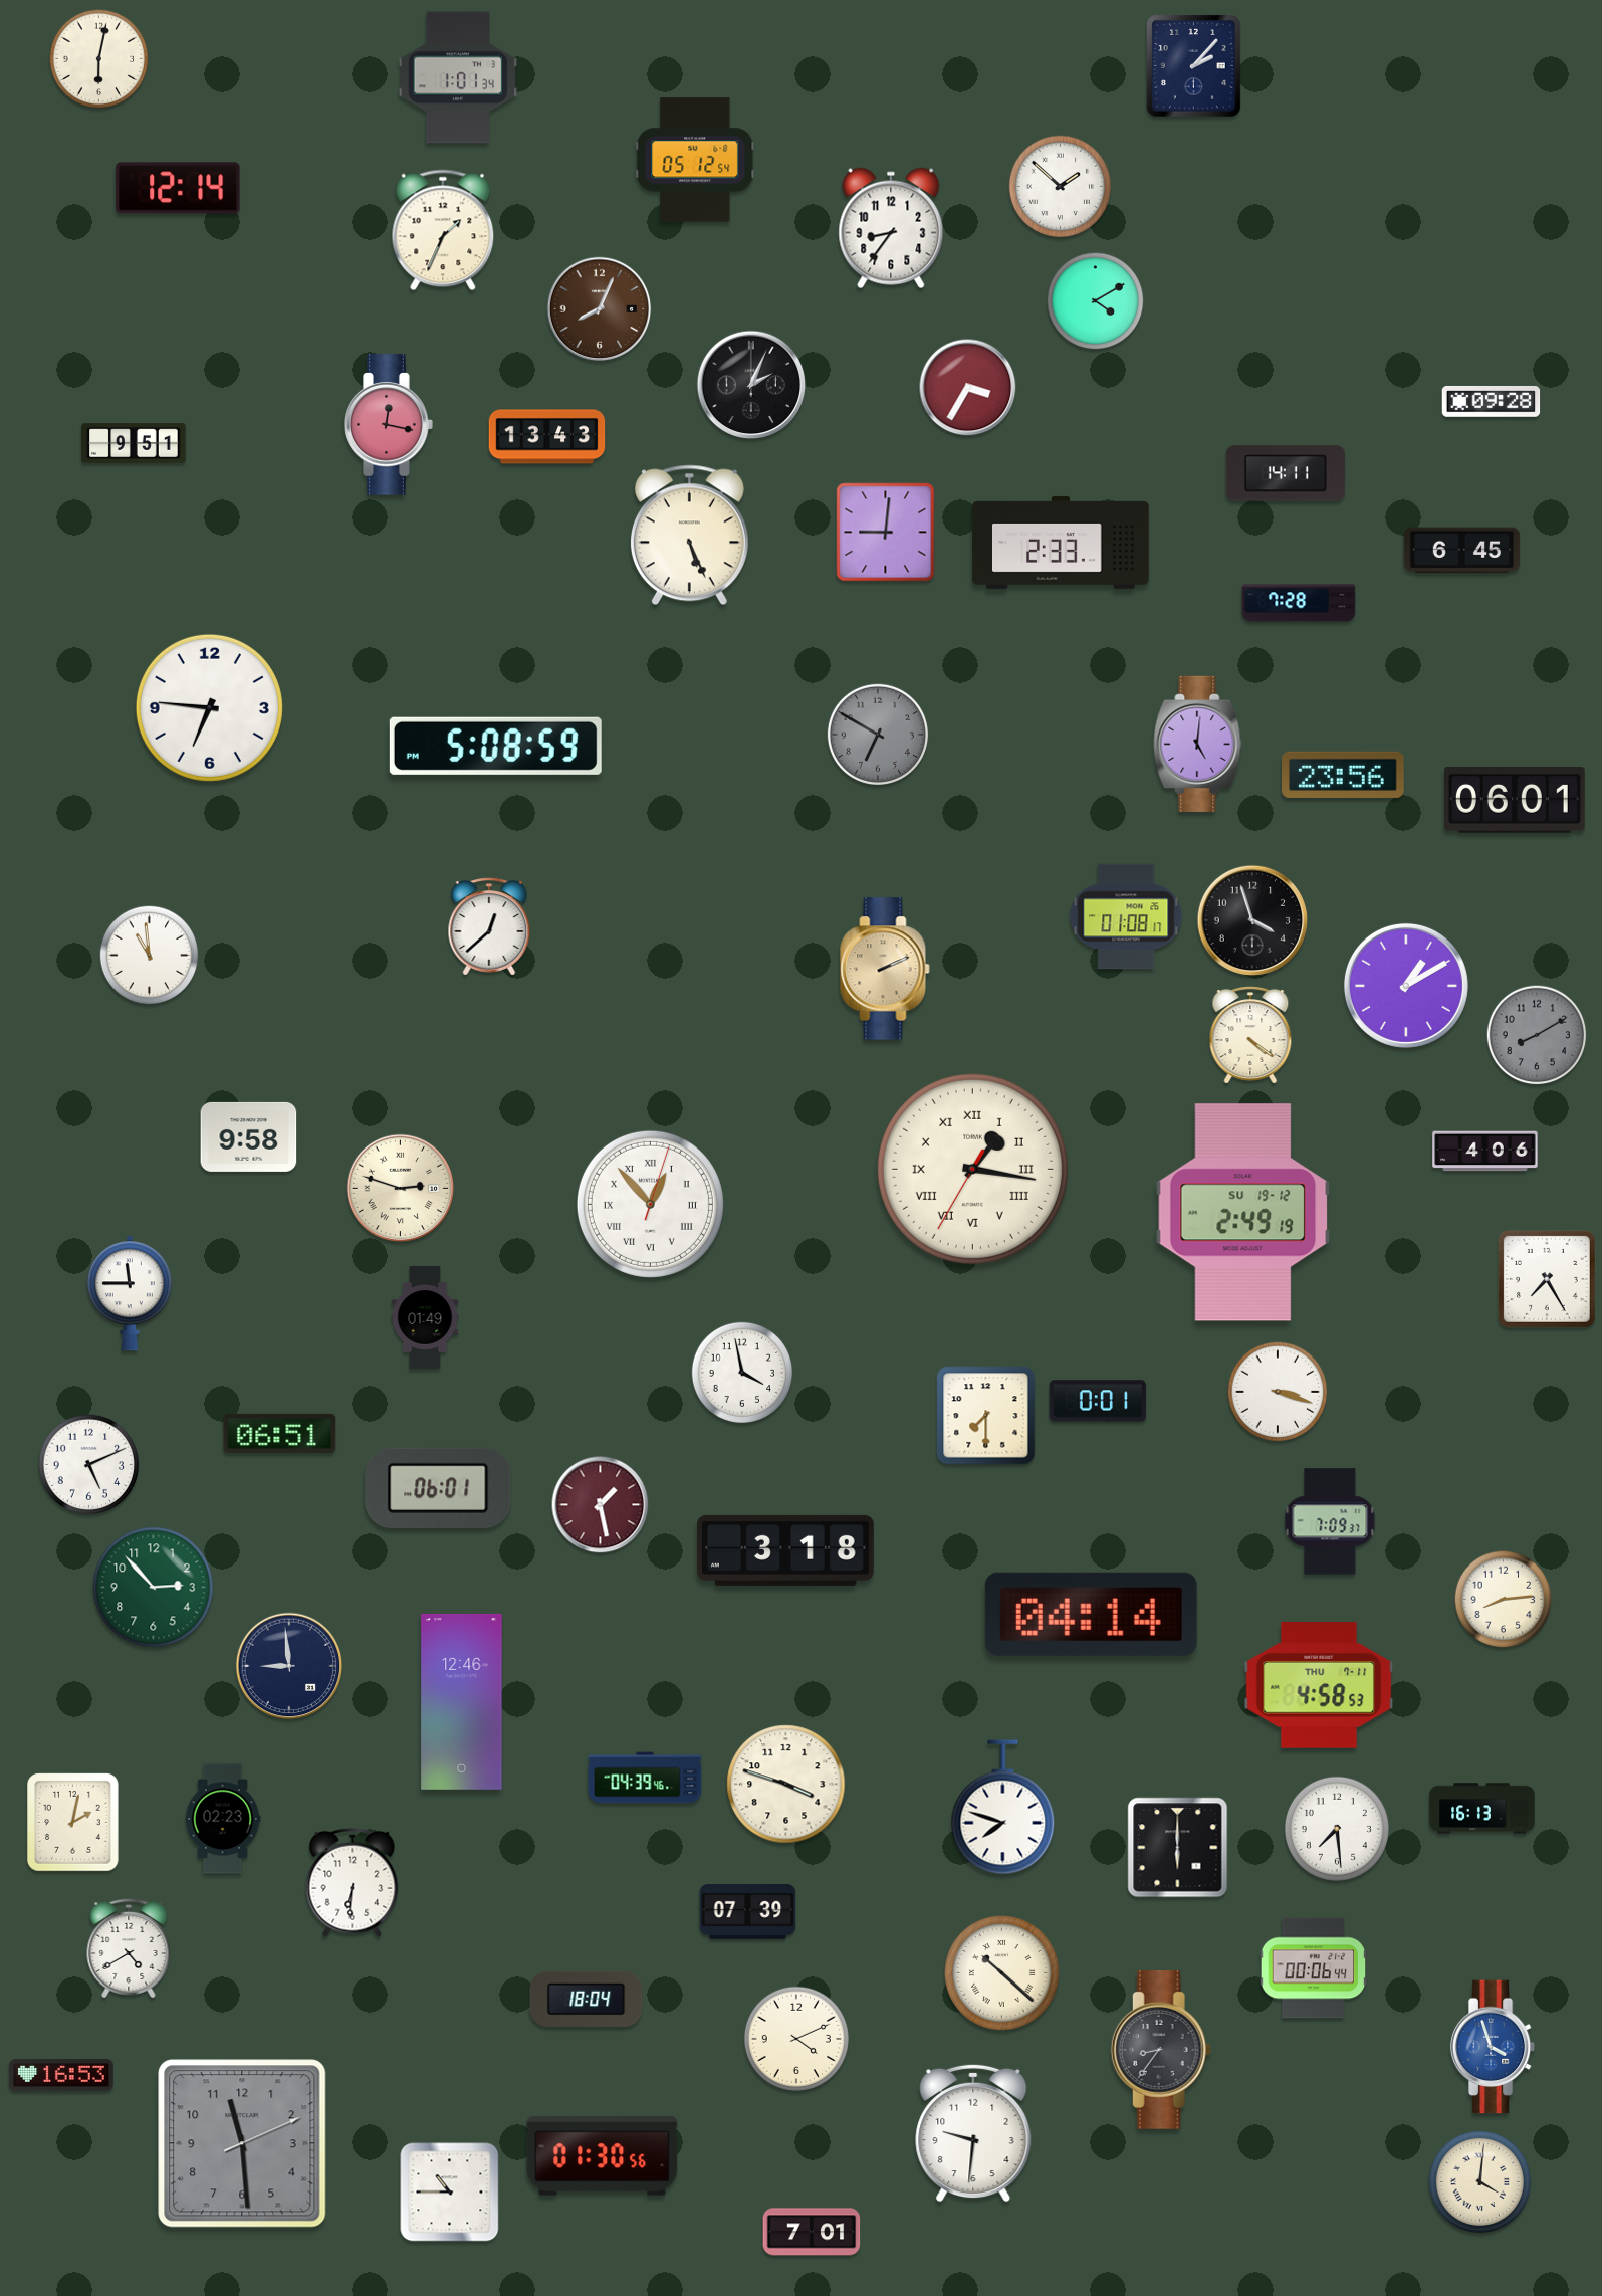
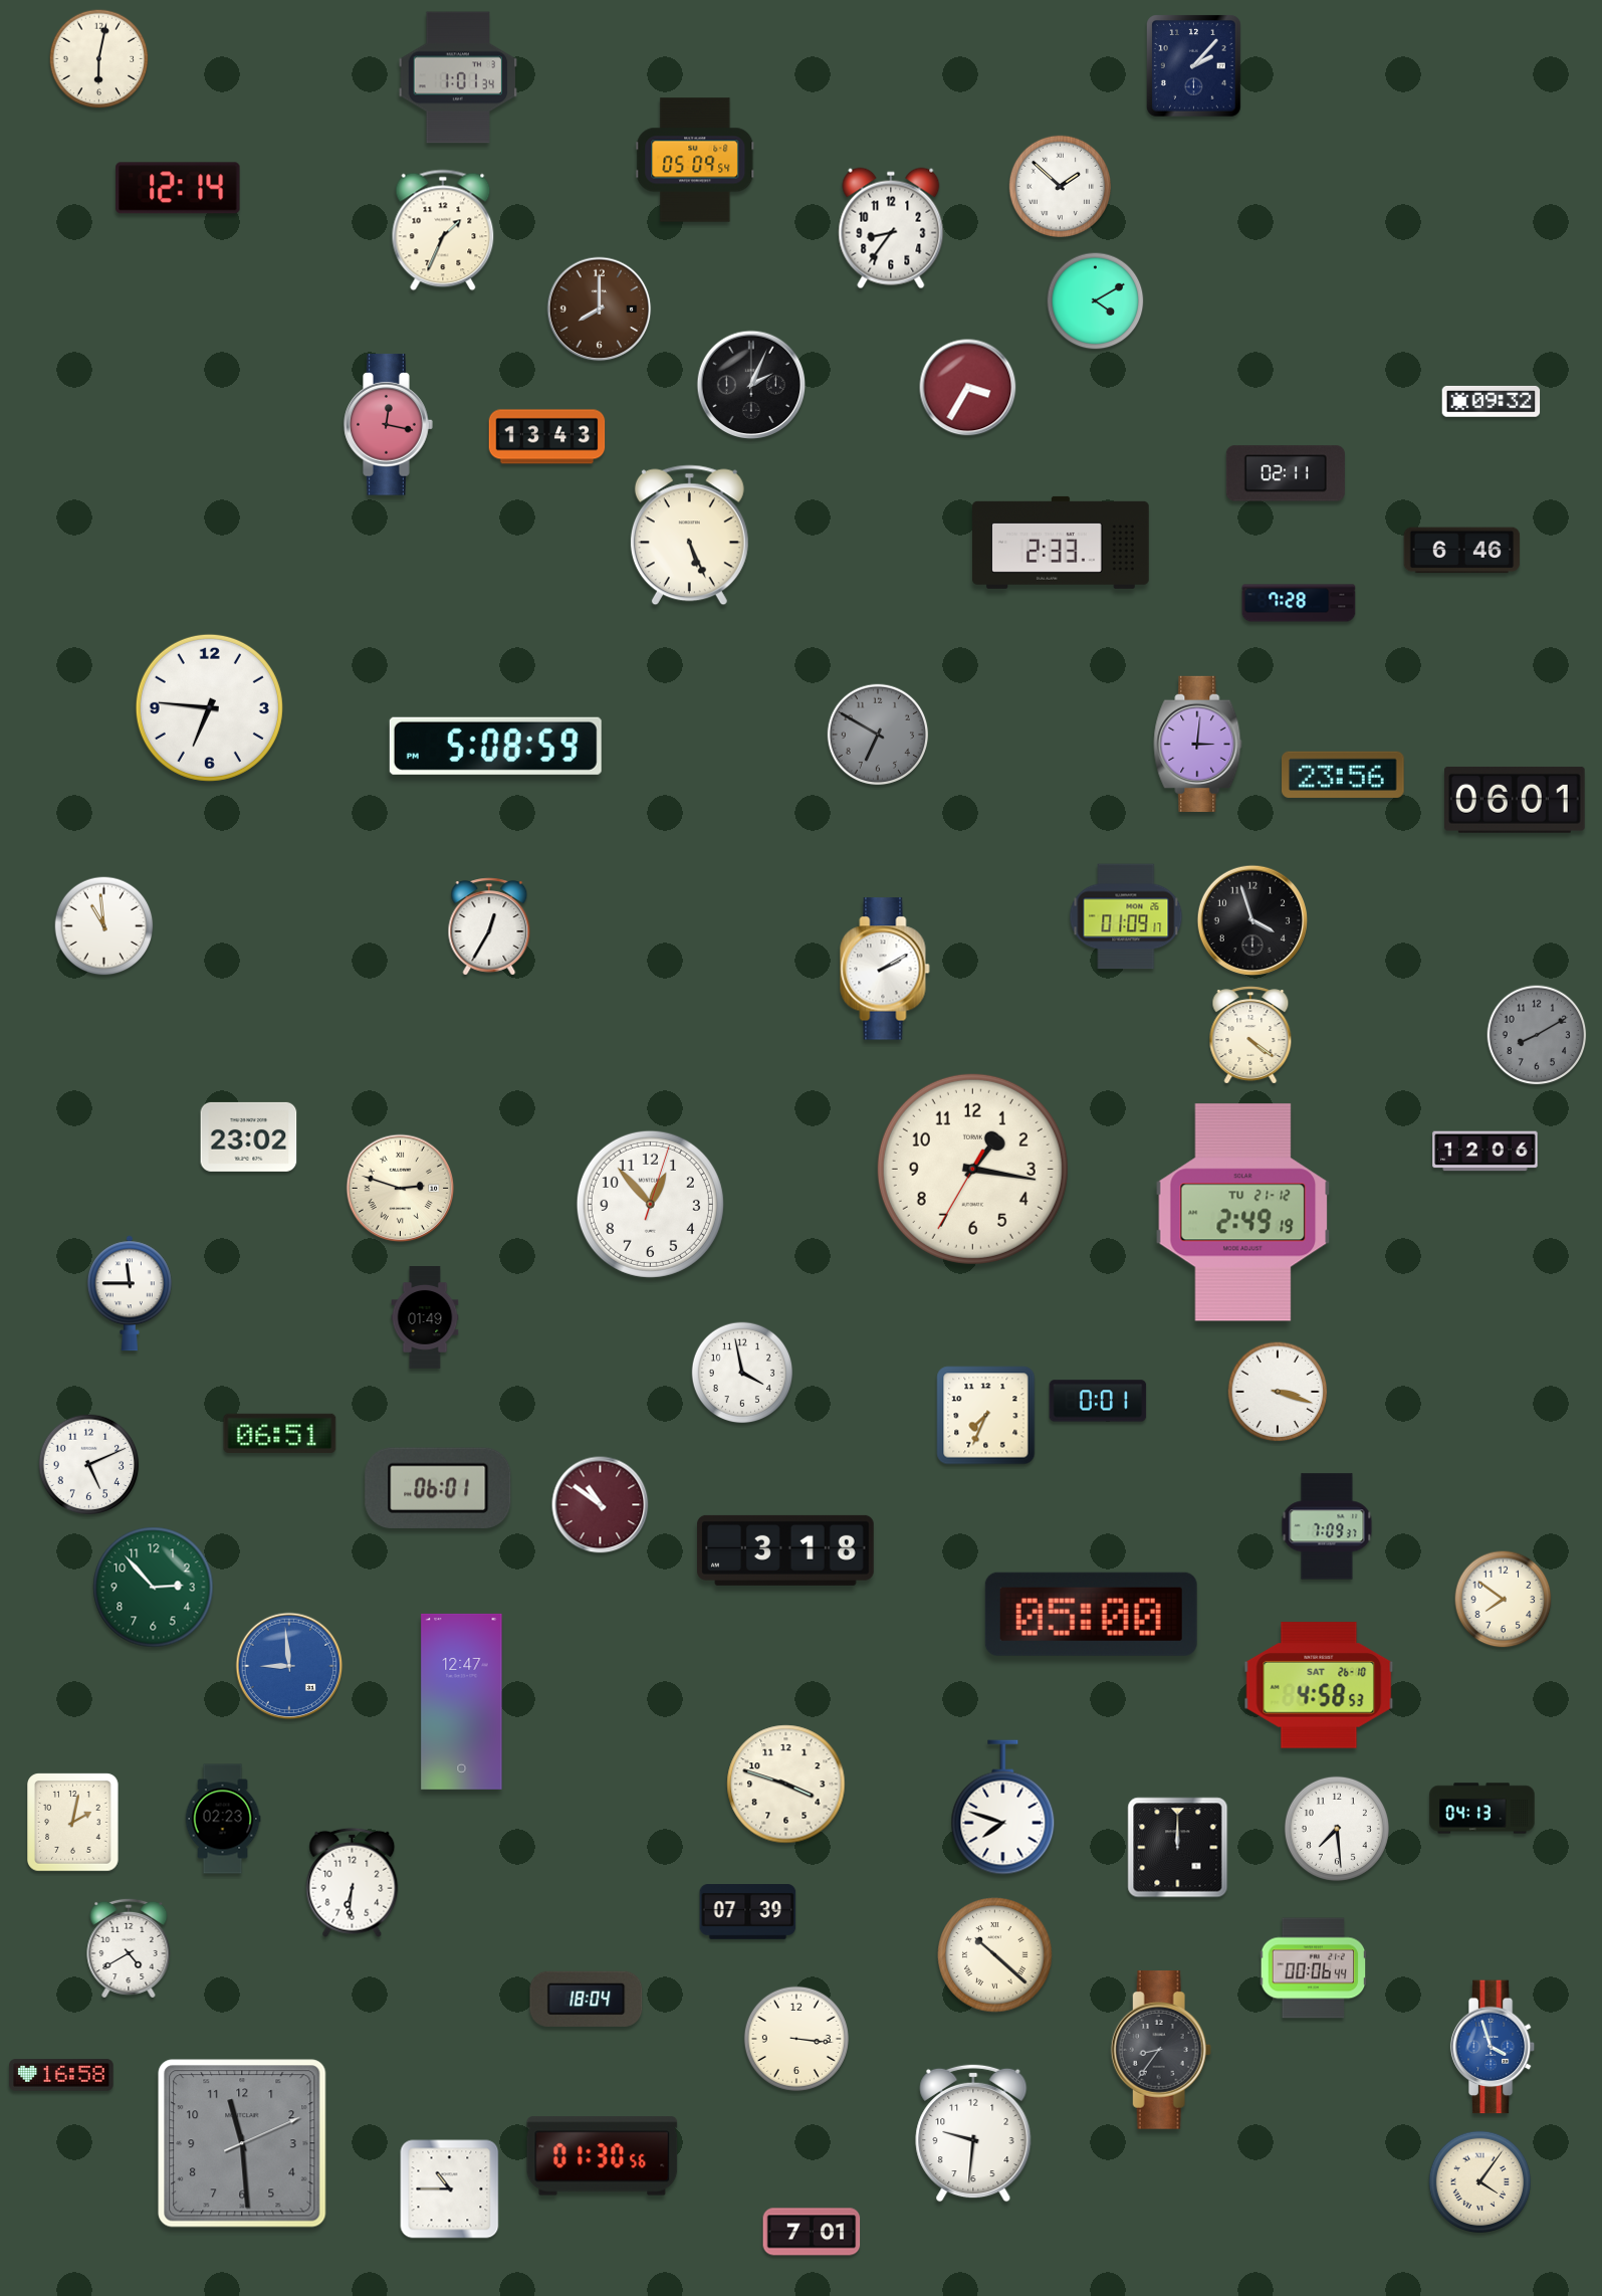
clock at (695, 160): 05:12 -> 05:09
clock at (600, 309): 8:04 -> 8:00
clock at (1492, 401): 09:28 -> 09:32
clock at (134, 443): 9:51 -> none
clock at (1286, 473): 14:11 -> 02:11
clock at (886, 533): 9:01 -> none
clock at (1462, 551): 6:45 -> 6:46
clock at (1198, 744): 5:01 -> 3:01
clock at (1126, 916): 01:08 -> 01:09
clock at (489, 926): 12:38 -> 12:35
clock at (150, 956) position: (150, 956) -> (104, 926)
clock at (885, 969): 2:11 -> 2:10
clock at (885, 969) dial: champagne -> white
clock at (1406, 986): 1:10 -> none
clock at (249, 1136): 9:58 -> 23:02
clock at (1485, 1152): 4:06 -> 12:06
clock at (972, 1169) numerals: Roman -> Arabic
clock at (650, 1204) numerals: Roman -> Arabic
clock at (1243, 1213) date: SU 19-12 -> TU 21-12
clock at (1547, 1279): 7:25 -> none
clock at (986, 1416): 7:30 -> 7:34
clock at (601, 1505): 1:28 -> 10:51
clock at (1330, 1521) position: (1330, 1521) -> (1327, 1526)
clock at (1504, 1600): 8:14 -> 7:51
clock at (1091, 1614): 04:14 -> 05:00
clock at (289, 1666) dial: navy -> blue
clock at (1319, 1685) date: THU 7-11 -> SAT 26-10
clock at (462, 1701): 12:46 -> 12:47
clock at (645, 1778): 04:39 -> none
clock at (1482, 1809): 16:13 -> 04:13
clock at (1178, 1848): 6:00 -> 12:00
clock at (1002, 1973) position: (1002, 1973) -> (995, 1955)
clock at (796, 2039): 4:11 -> 3:16
clock at (61, 2075): 16:53 -> 16:58
clock at (1479, 2181): 4:01 -> 4:06
clock at (450, 2193) position: (450, 2193) -> (450, 2189)
